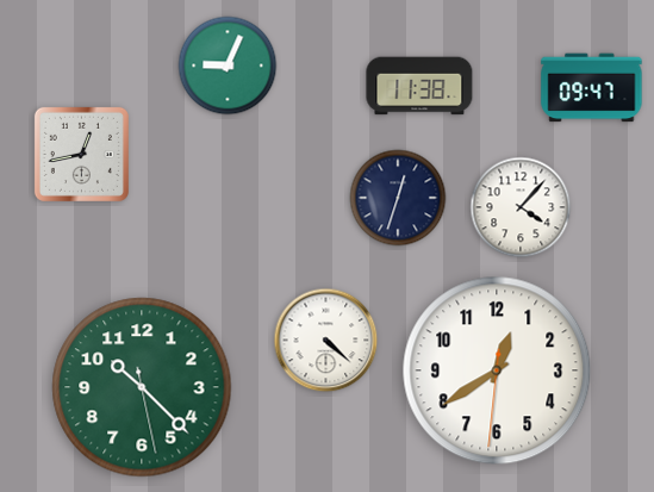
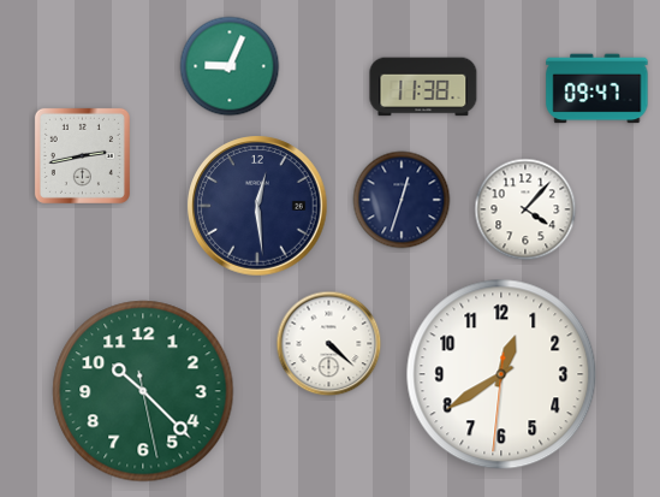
clock at (81, 154): 12:43 -> 2:43
clock at (257, 206): none -> 12:29
